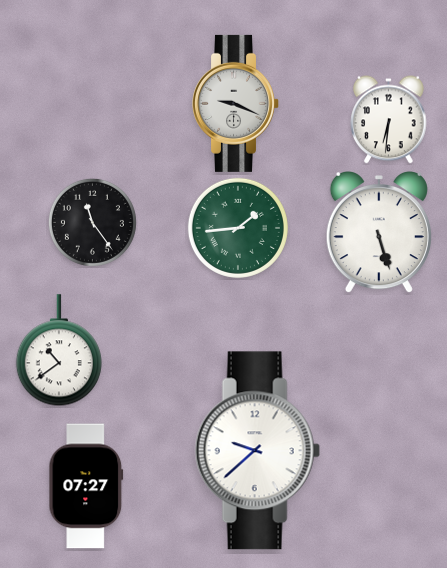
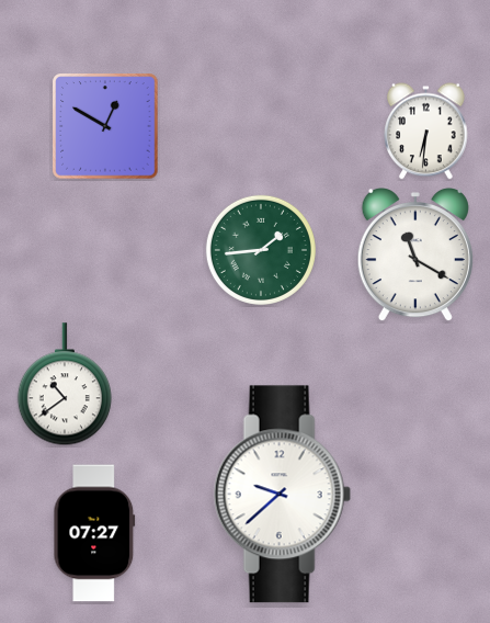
clock at (236, 103): 9:19 -> none
clock at (105, 126): none -> 12:50
clock at (92, 222): 11:24 -> none
clock at (379, 233): 5:27 -> 11:20
